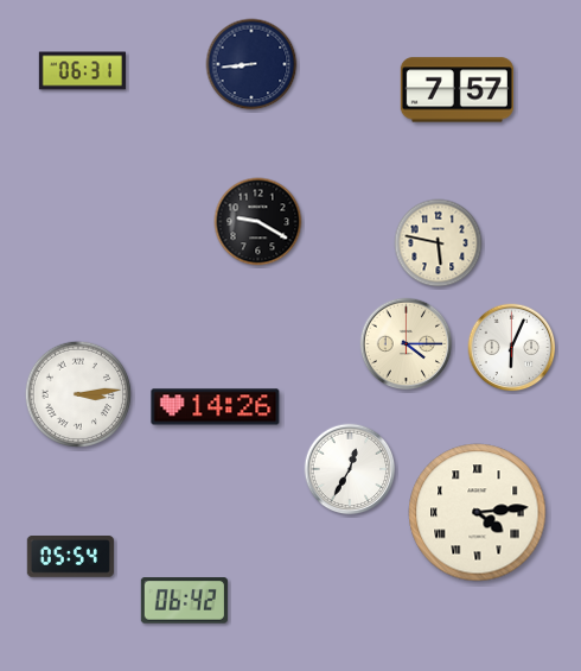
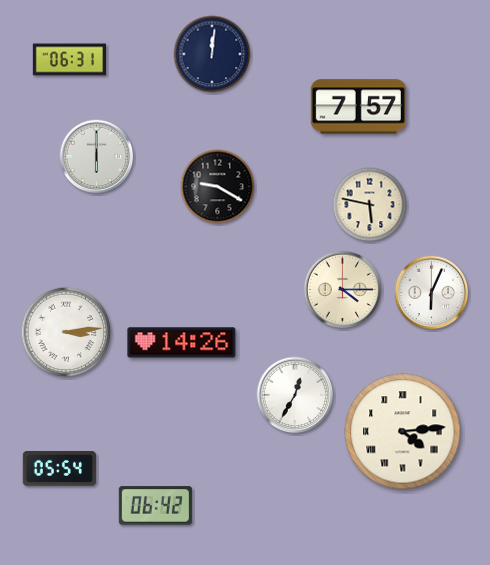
clock at (251, 64): 8:44 -> 12:01
clock at (456, 90) position: (456, 90) -> (358, 107)
clock at (97, 157): none -> 6:00
